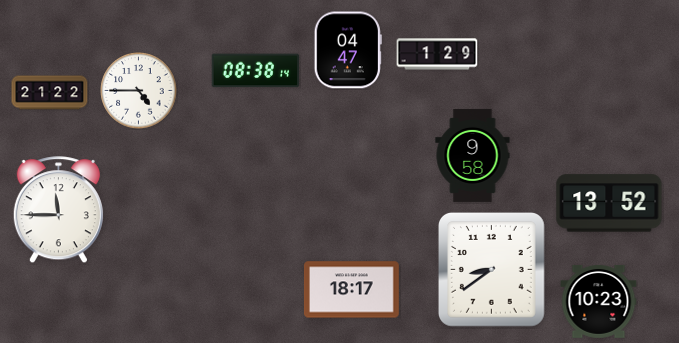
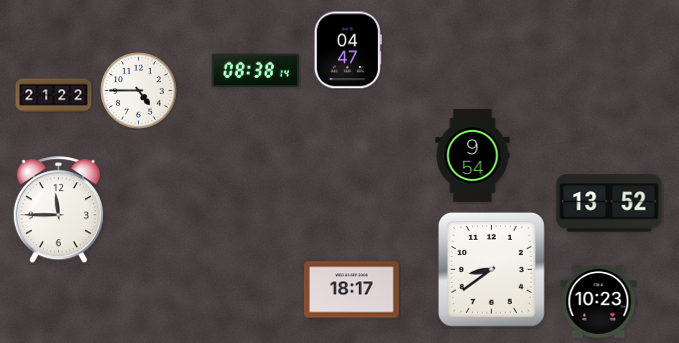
clock at (437, 54): 1:29 -> none
clock at (50, 93) position: (50, 93) -> (54, 96)
clock at (473, 155): 9:58 -> 9:54
